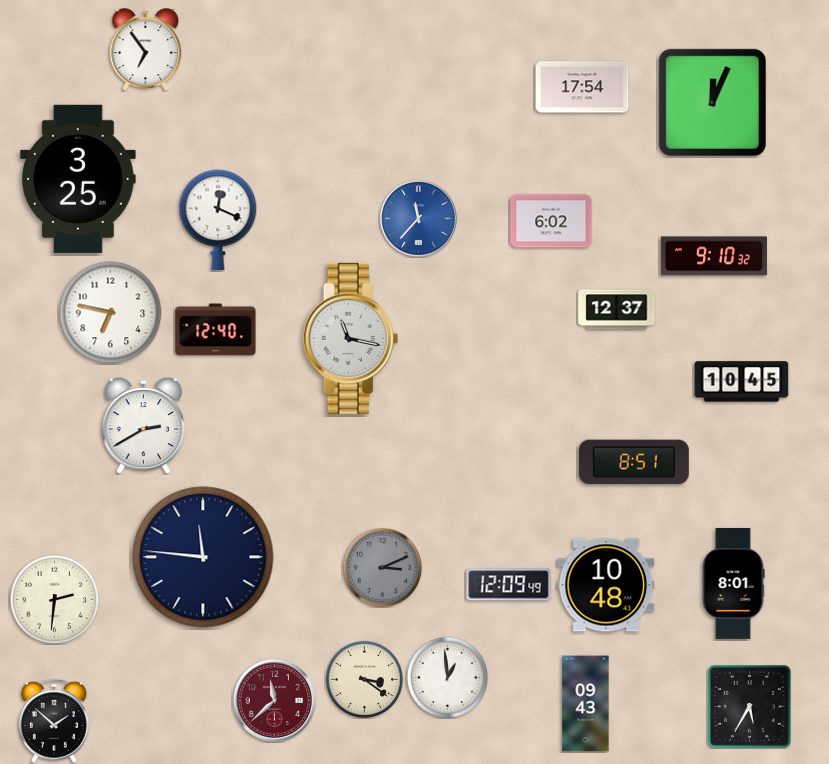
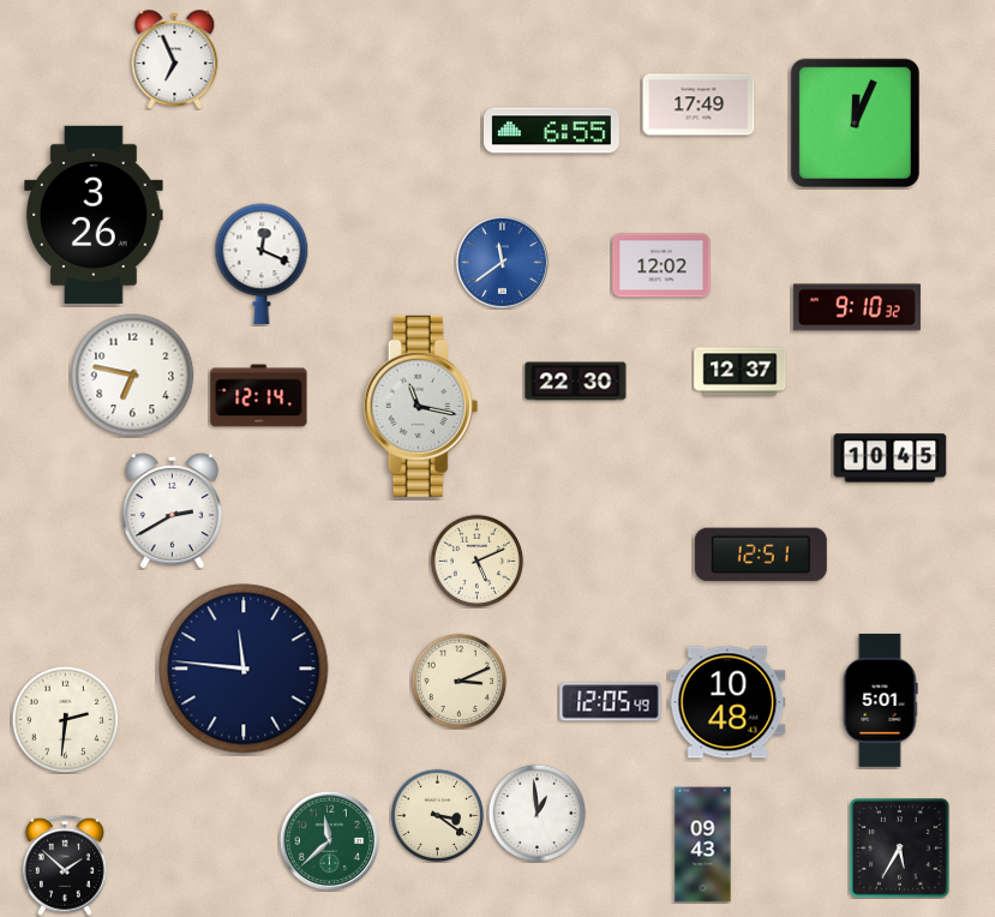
clock at (146, 50): 6:54 -> 6:56
clock at (582, 87): 17:54 -> 17:49
clock at (552, 131): none -> 6:55
clock at (78, 179): 3:25 -> 3:26
clock at (418, 218): 11:37 -> 11:39
clock at (551, 221): 6:02 -> 12:02
clock at (576, 382): none -> 22:30
clock at (216, 330): 12:40 -> 12:14
clock at (634, 462): 8:51 -> 12:51
clock at (476, 561): none -> 5:11
clock at (382, 567) dial: grey -> cream
clock at (733, 583): 8:01 -> 5:01
clock at (509, 585): 12:09 -> 12:05
clock at (274, 700) dial: burgundy -> green
